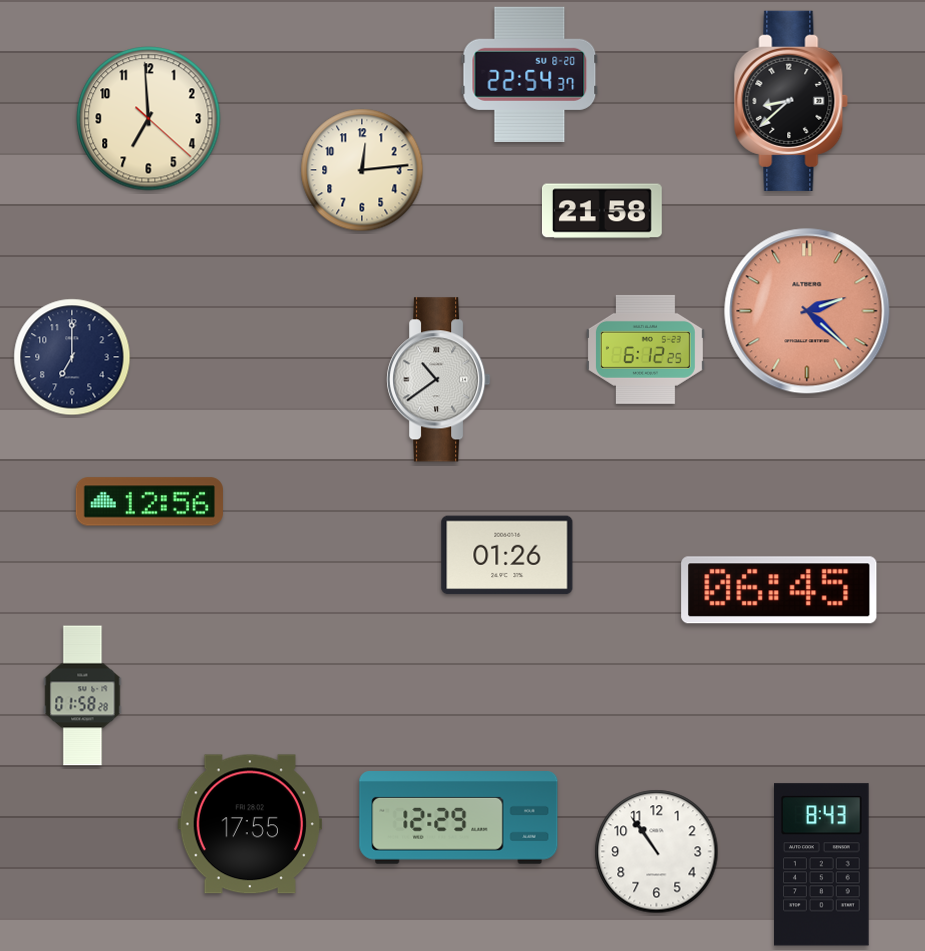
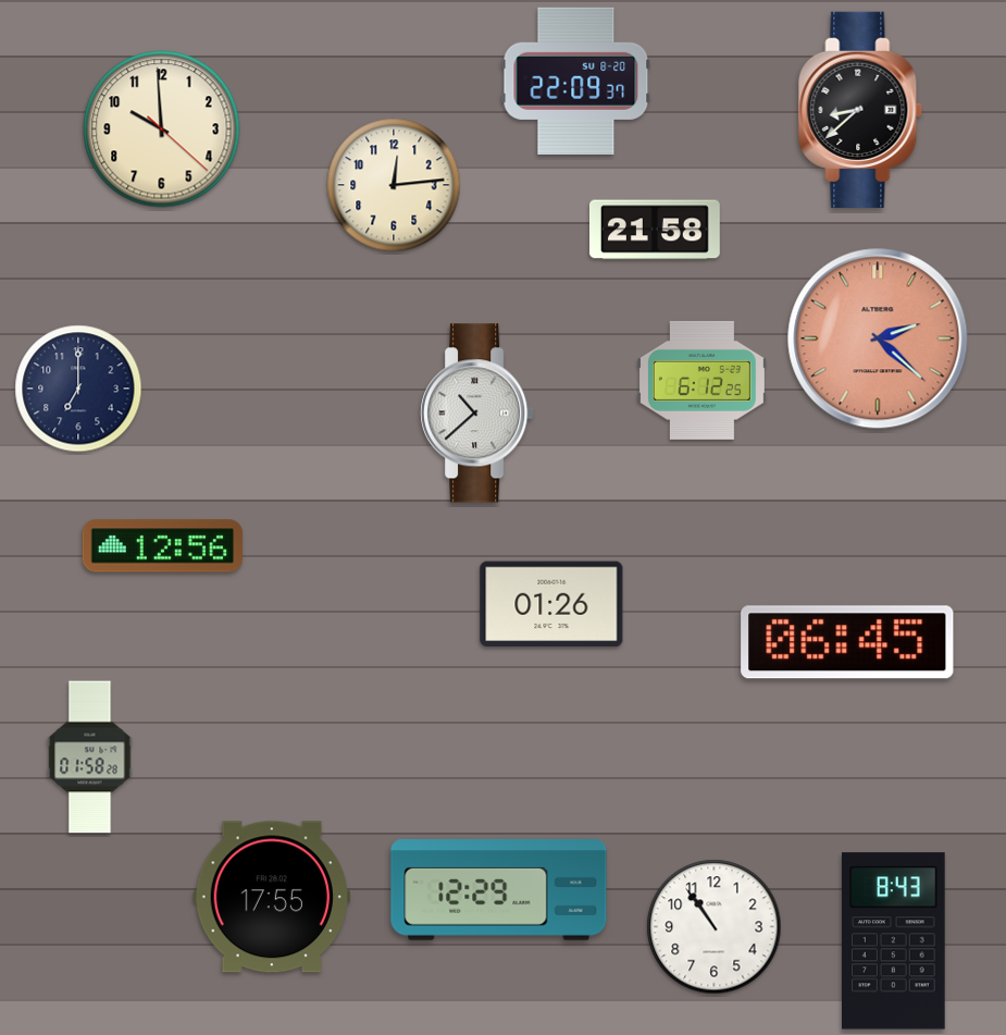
clock at (530, 74): 22:54 -> 22:09
clock at (149, 119): 6:59 -> 9:59
clock at (439, 380): 10:39 -> 10:38
